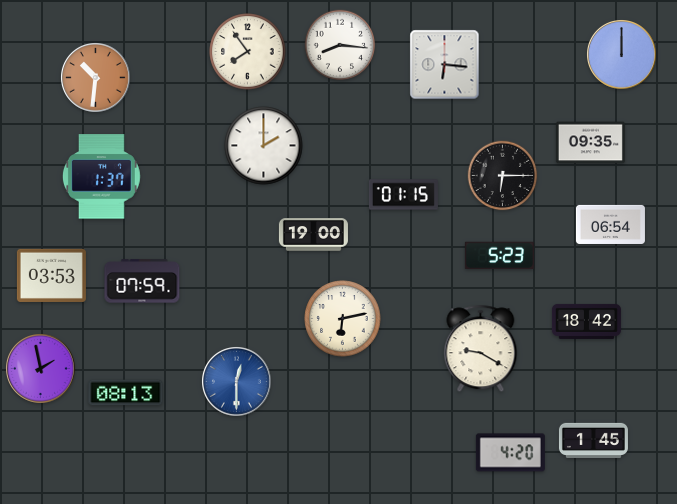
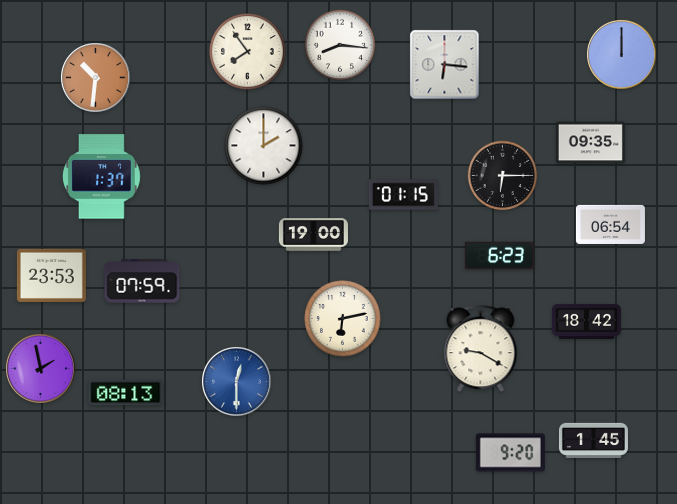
clock at (499, 256): 5:23 -> 6:23
clock at (51, 275): 03:53 -> 23:53
clock at (510, 453): 4:20 -> 9:20
